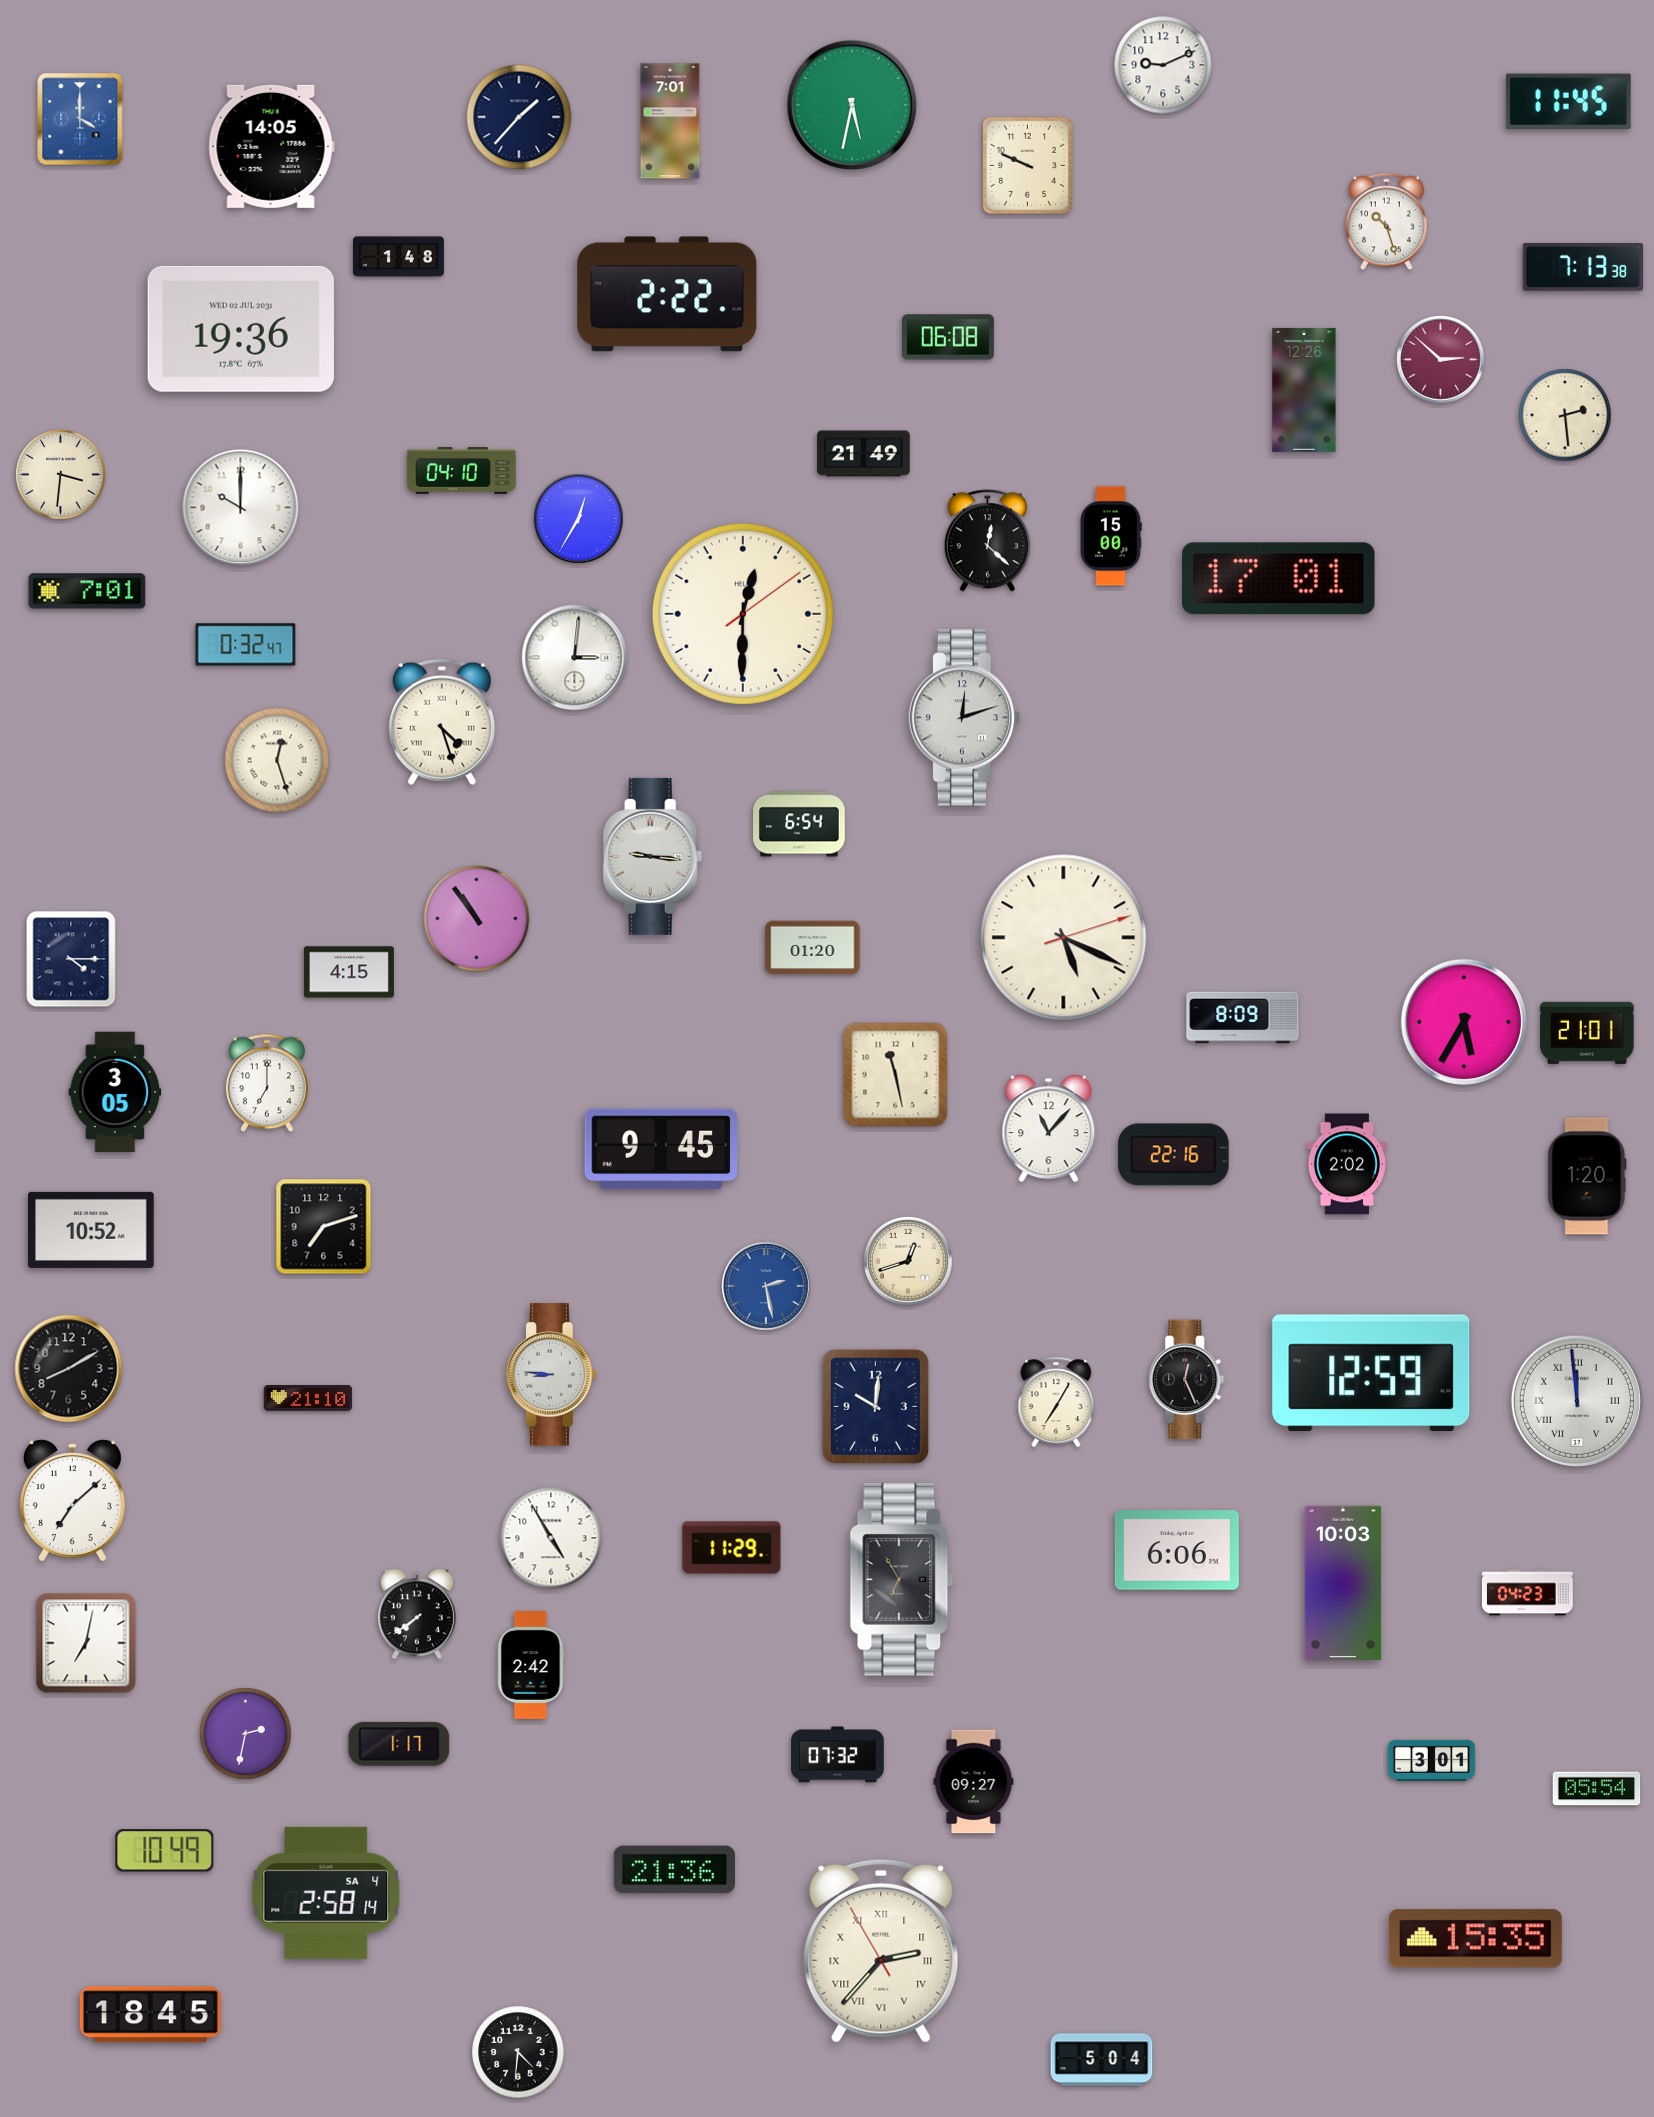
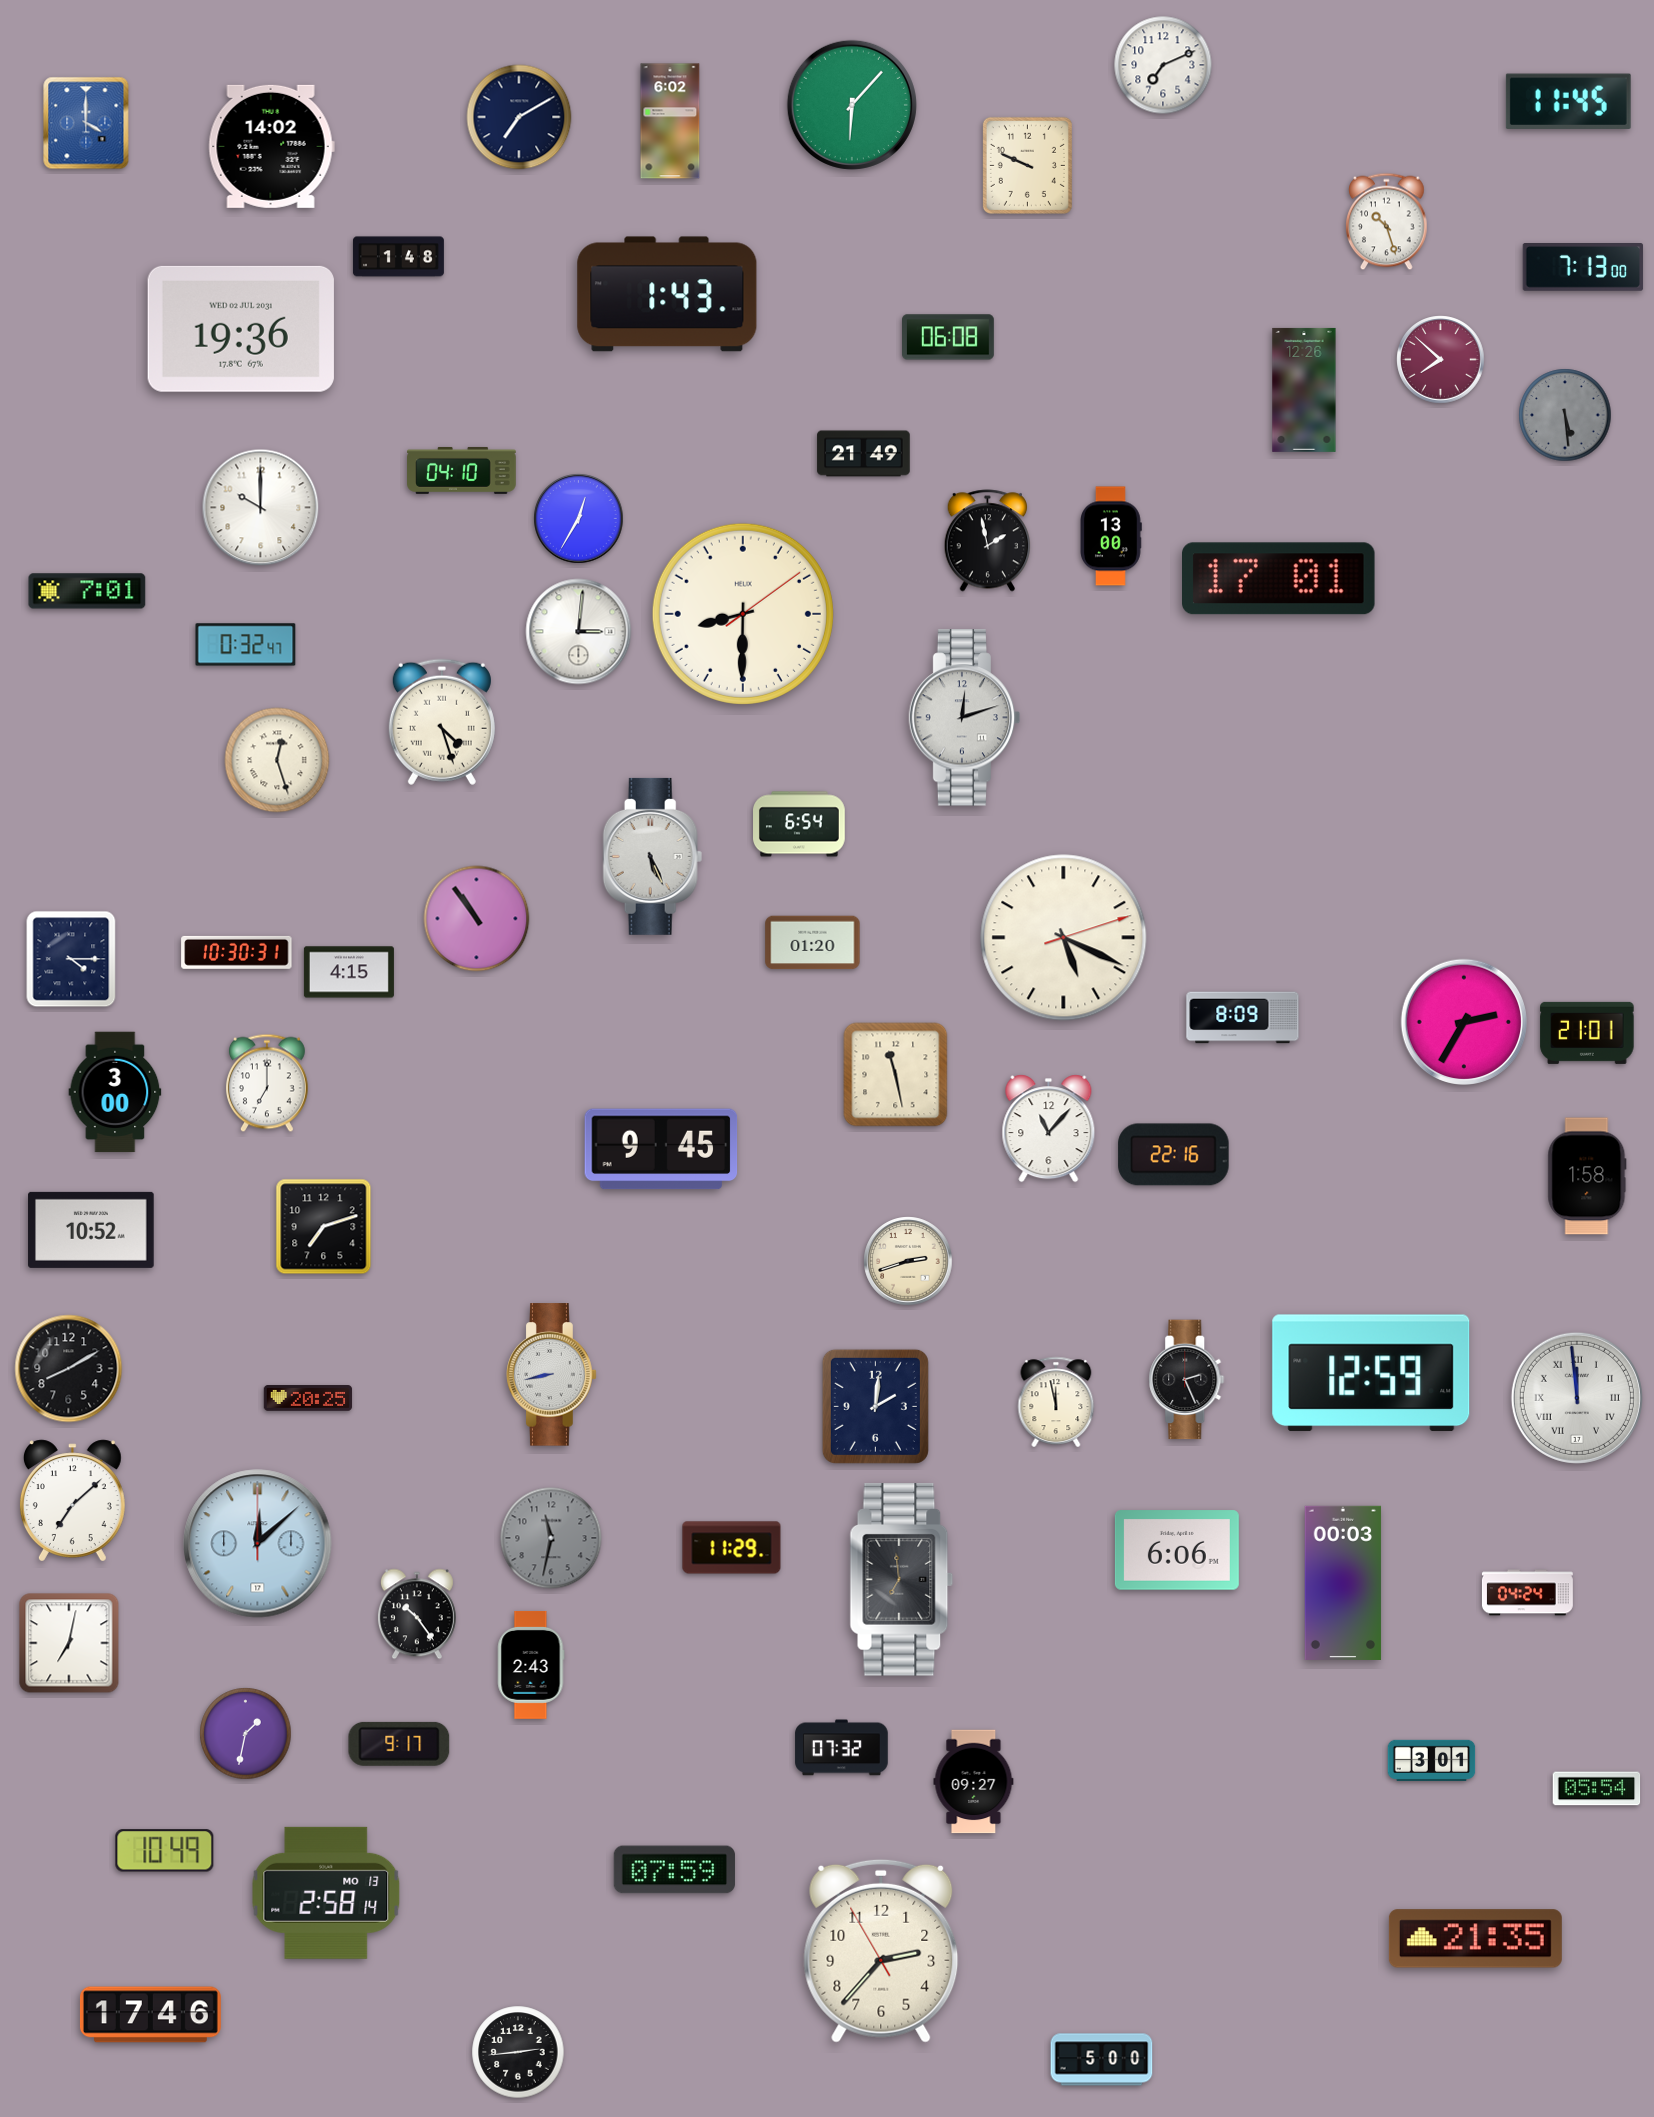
clock at (1163, 65): 9:11 -> 7:11
clock at (852, 105): 5:32 -> 6:07
clock at (519, 117): 1:37 -> 7:10
clock at (80, 119) position: (80, 119) -> (86, 123)
clock at (670, 121): 7:01 -> 6:02
clock at (271, 146): 14:05 -> 14:02
clock at (1583, 268): 7:13:38 -> 7:13:00
clock at (667, 294): 2:22 -> 1:43
clock at (1441, 360): 2:52 -> 7:52
clock at (1565, 415): 2:29 -> 5:29
clock at (1565, 415) dial: cream -> grey
clock at (61, 475): 3:31 -> none
clock at (241, 508) position: (241, 508) -> (261, 508)
clock at (1111, 536): 15:00 -> 13:00
clock at (987, 541): 12:22 -> 1:58
clock at (743, 614): 12:30 -> 8:30
clock at (575, 658) position: (575, 658) -> (579, 632)
clock at (653, 856): 9:16 -> 5:26
clock at (813, 948) position: (813, 948) -> (813, 943)
clock at (237, 952): none -> 10:30
clock at (1464, 1022): 5:35 -> 2:35
clock at (115, 1092): 3:05 -> 3:00
clock at (1347, 1164): 2:02 -> none
clock at (1587, 1176): 1:20 -> 1:58
clock at (908, 1261): 12:42 -> 2:42
clock at (766, 1286): 2:28 -> none
clock at (552, 1375): 8:46 -> 8:43
clock at (1187, 1380): 12:26 -> 2:26
clock at (308, 1398): 21:10 -> 20:25
clock at (1056, 1401): 7:05 -> 11:58
clock at (1577, 1401) position: (1577, 1401) -> (1577, 1398)
clock at (875, 1406): 10:01 -> 2:01
clock at (551, 1538): 4:55 -> 11:32
clock at (551, 1538) dial: white -> grey
clock at (258, 1544): none -> 12:08
clock at (902, 1580): 6:55 -> 6:59
clock at (1343, 1583): 10:03 -> 00:03
clock at (1527, 1593): 04:23 -> 04:24
clock at (417, 1614): 7:39 -> 10:24
clock at (86, 1643) position: (86, 1643) -> (69, 1643)
clock at (531, 1665): 2:42 -> 2:43
clock at (246, 1734): 2:32 -> 1:32
clock at (399, 1744): 1:17 -> 9:17
clock at (838, 1755) position: (838, 1755) -> (842, 1748)
clock at (674, 1870): 21:36 -> 07:59
clock at (326, 1893) date: SA 4 -> MO 13
clock at (1475, 1939): 15:35 -> 21:35
clock at (881, 1951) numerals: Roman -> Arabic
clock at (150, 2015): 18:45 -> 17:46
clock at (518, 2052): 4:31 -> 2:44
clock at (1102, 2060): 5:04 -> 5:00
